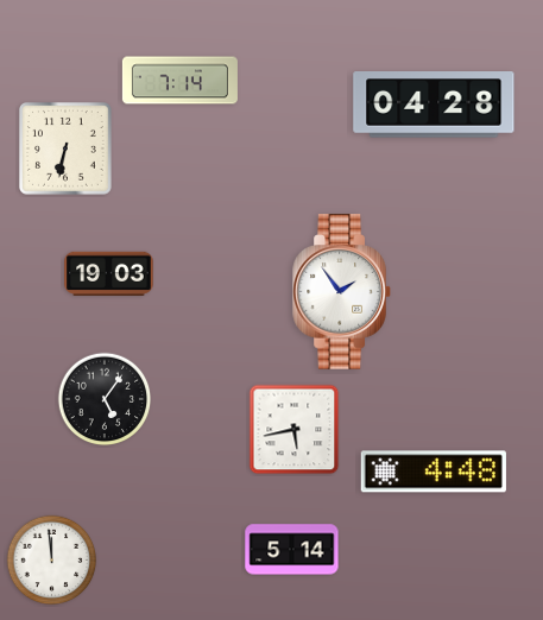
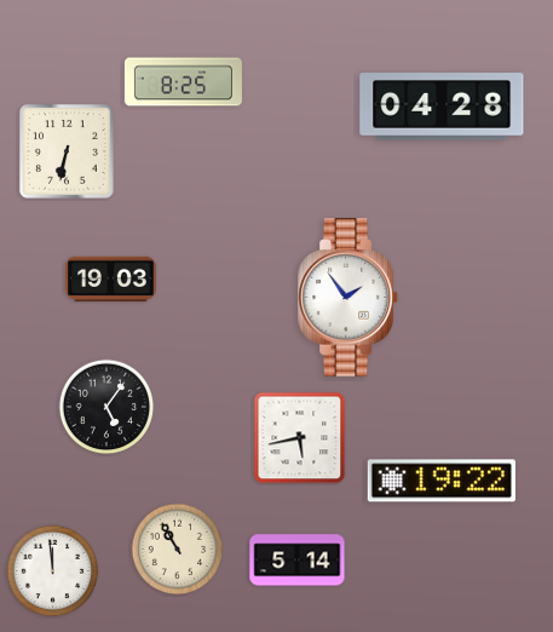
clock at (179, 81): 7:14 -> 8:25
clock at (434, 472): 4:48 -> 19:22
clock at (178, 550): none -> 10:55
